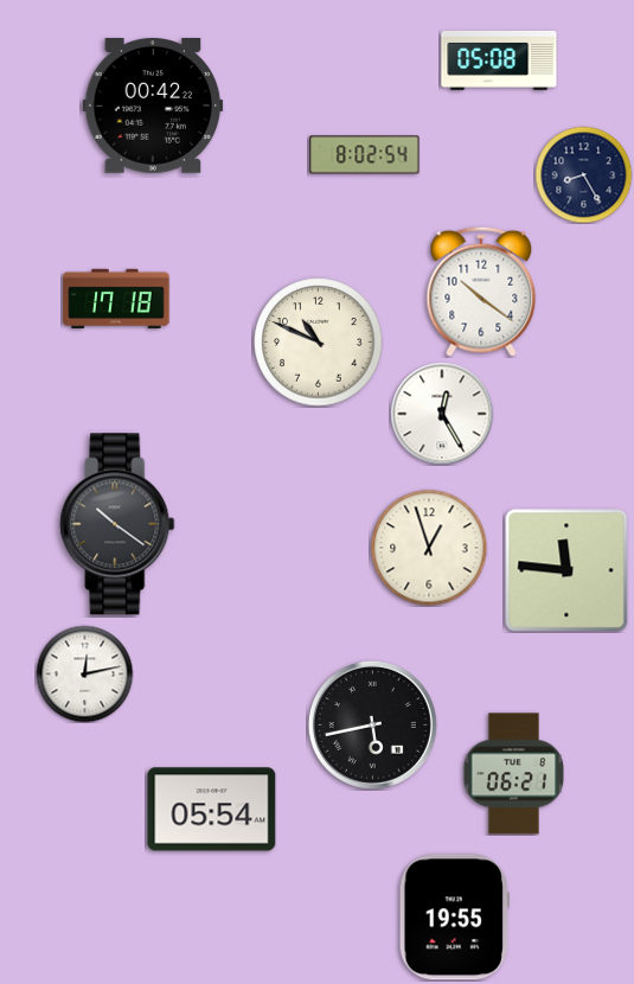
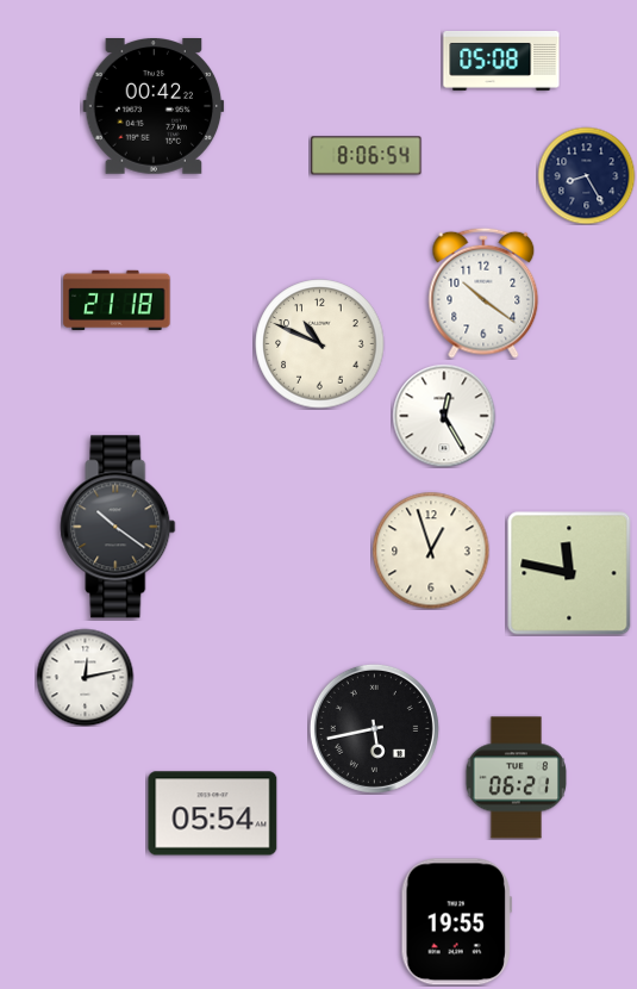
clock at (365, 155): 8:02 -> 8:06
clock at (116, 298): 17:18 -> 21:18
clock at (566, 570): 11:46 -> 11:47
